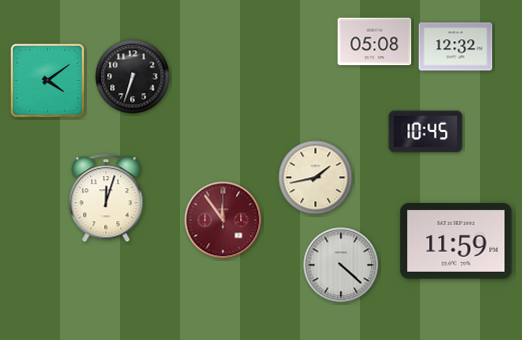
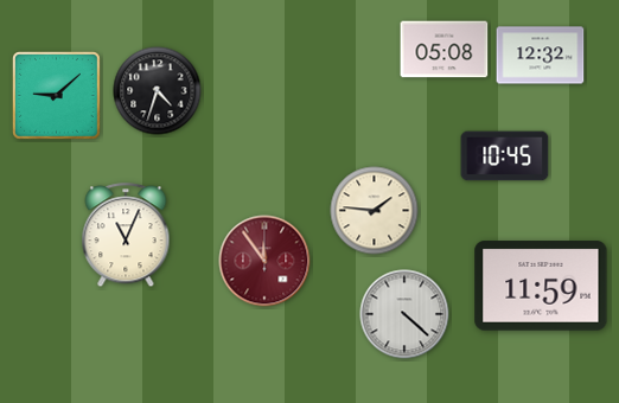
clock at (133, 77): 6:33 -> 4:33
clock at (48, 81): 4:09 -> 9:08
clock at (316, 178): 1:43 -> 1:46
clock at (106, 199): 12:03 -> 11:04
